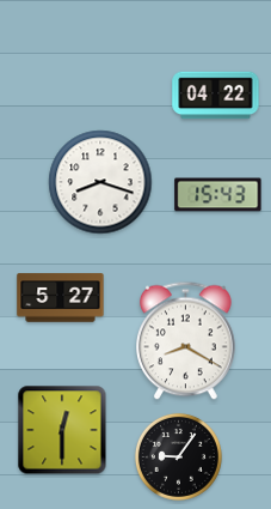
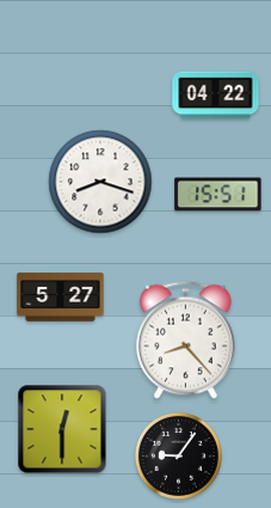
clock at (218, 195): 15:43 -> 15:51
clock at (186, 341): 8:20 -> 8:23
